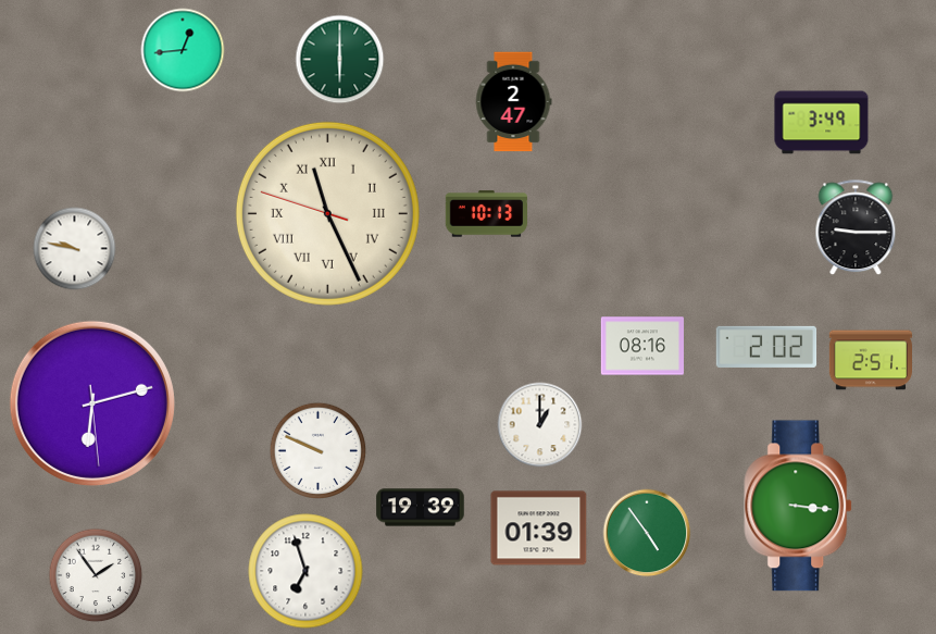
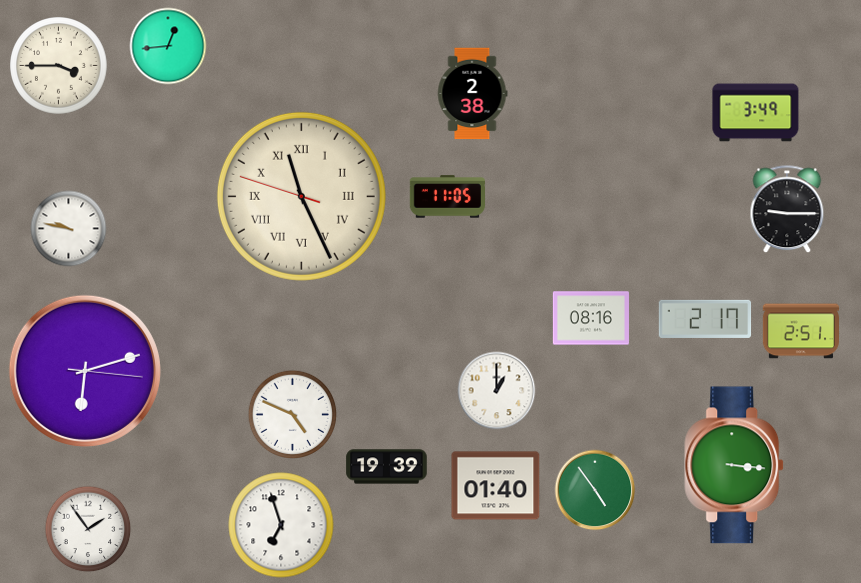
clock at (340, 60): 6:00 -> none
clock at (59, 66): none -> 3:45
clock at (513, 102): 2:47 -> 2:38
clock at (487, 214): 10:13 -> 11:05
clock at (766, 347): 2:02 -> 2:17
clock at (92, 403): 6:12:29 -> 6:12:16
clock at (319, 451): 9:49 -> 4:49
clock at (539, 529): 01:39 -> 01:40
